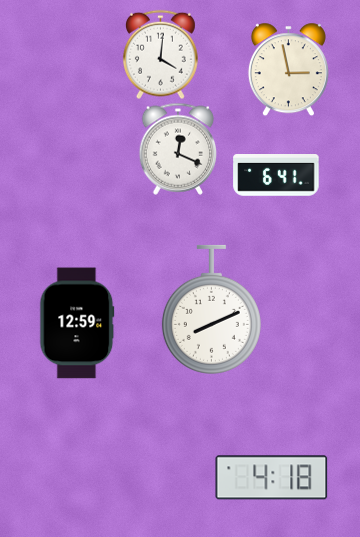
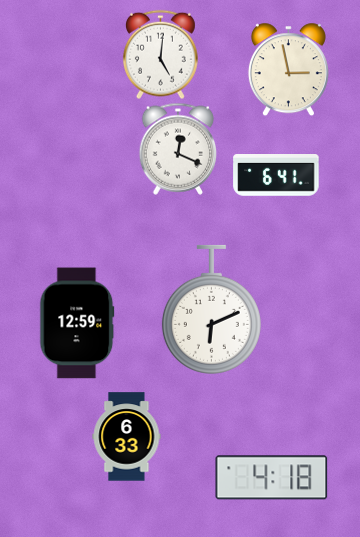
clock at (160, 54): 4:01 -> 5:01
clock at (211, 309): 8:11 -> 6:11
clock at (127, 437): none -> 6:33
